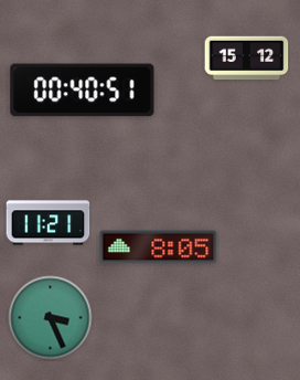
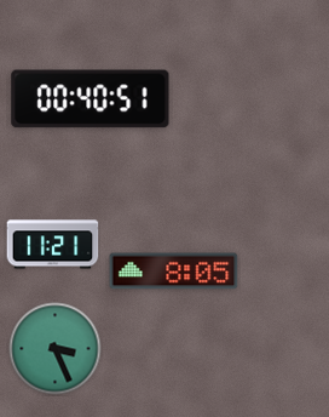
clock at (247, 59): 15:12 -> none
